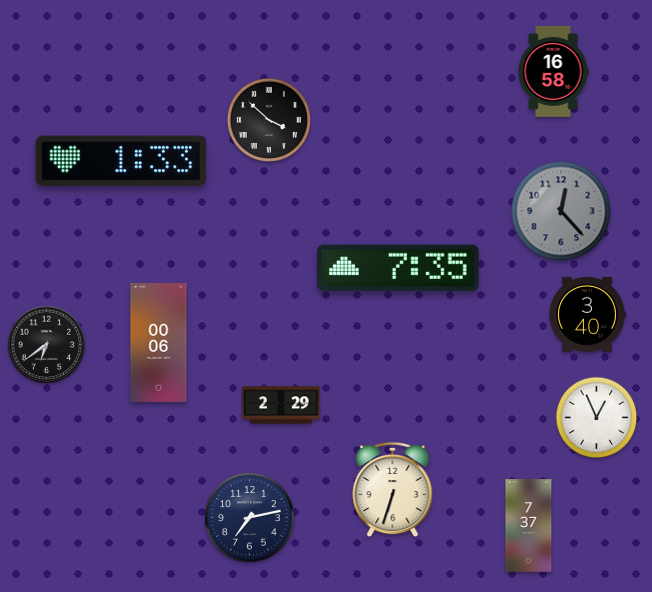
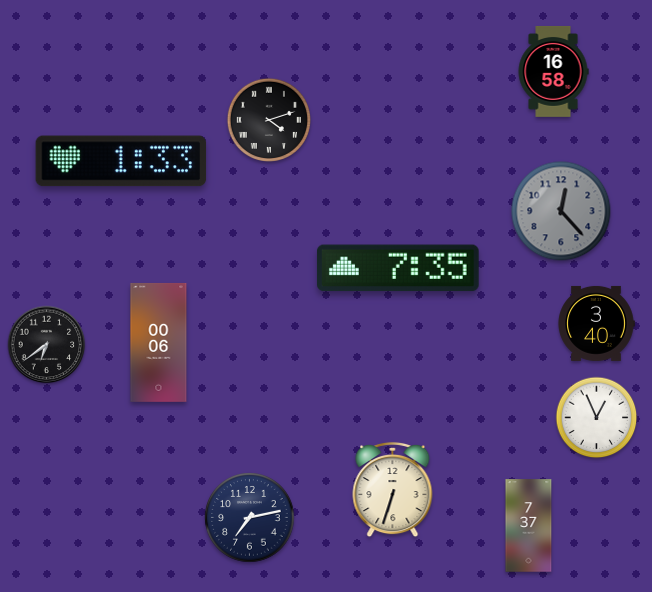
clock at (268, 119): 3:52 -> 4:12
clock at (587, 314) position: (587, 314) -> (596, 323)
clock at (281, 405): 2:29 -> none
